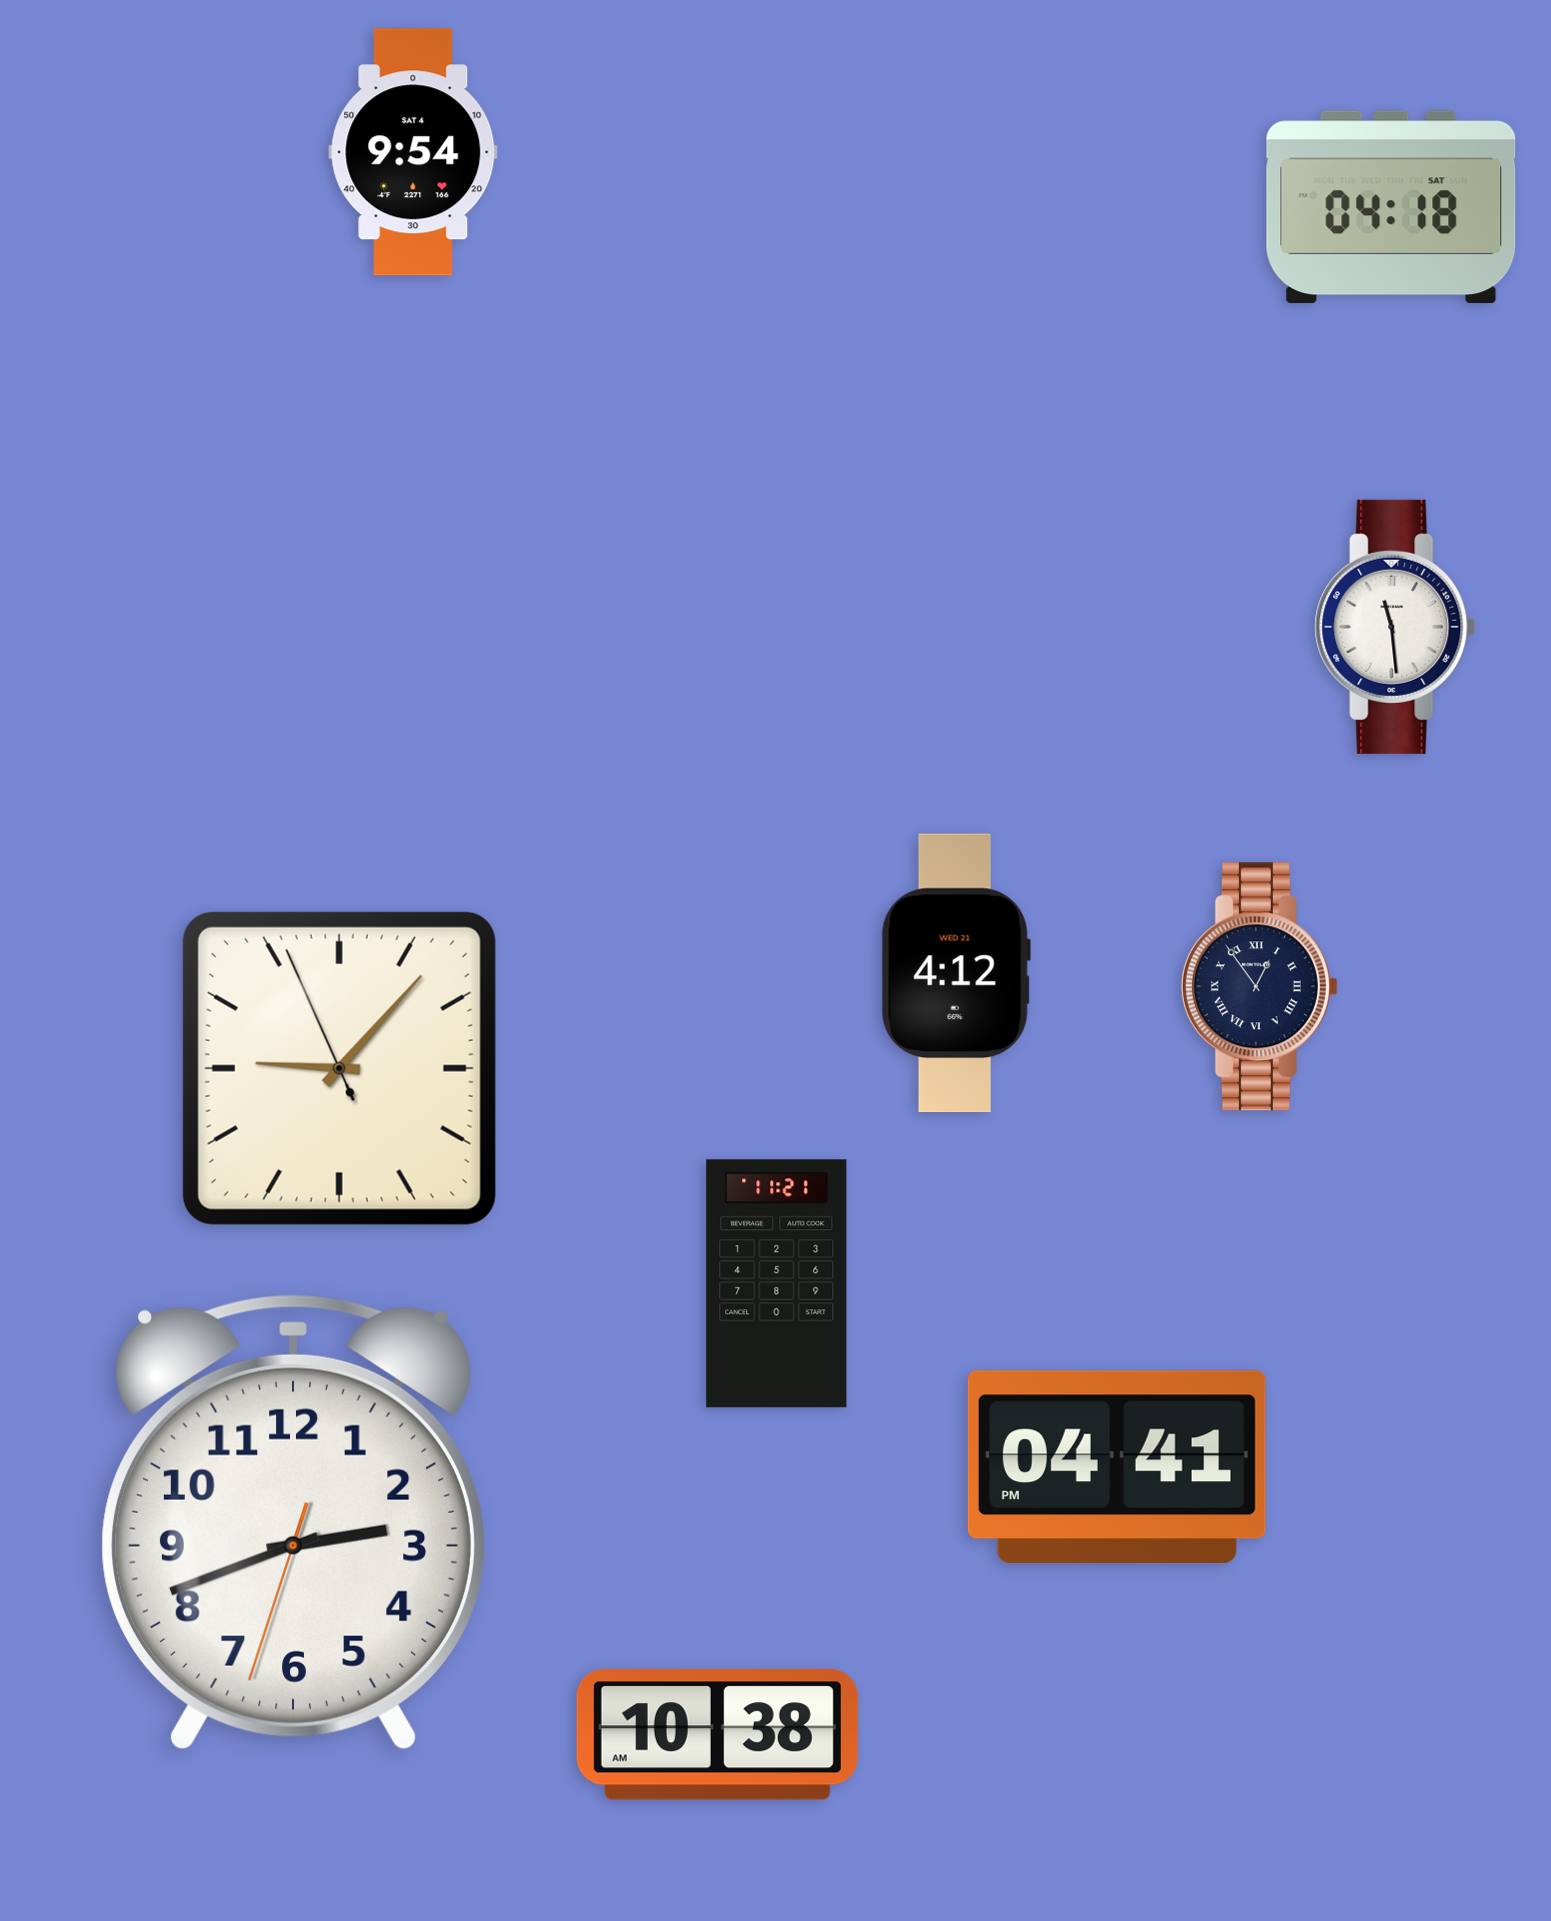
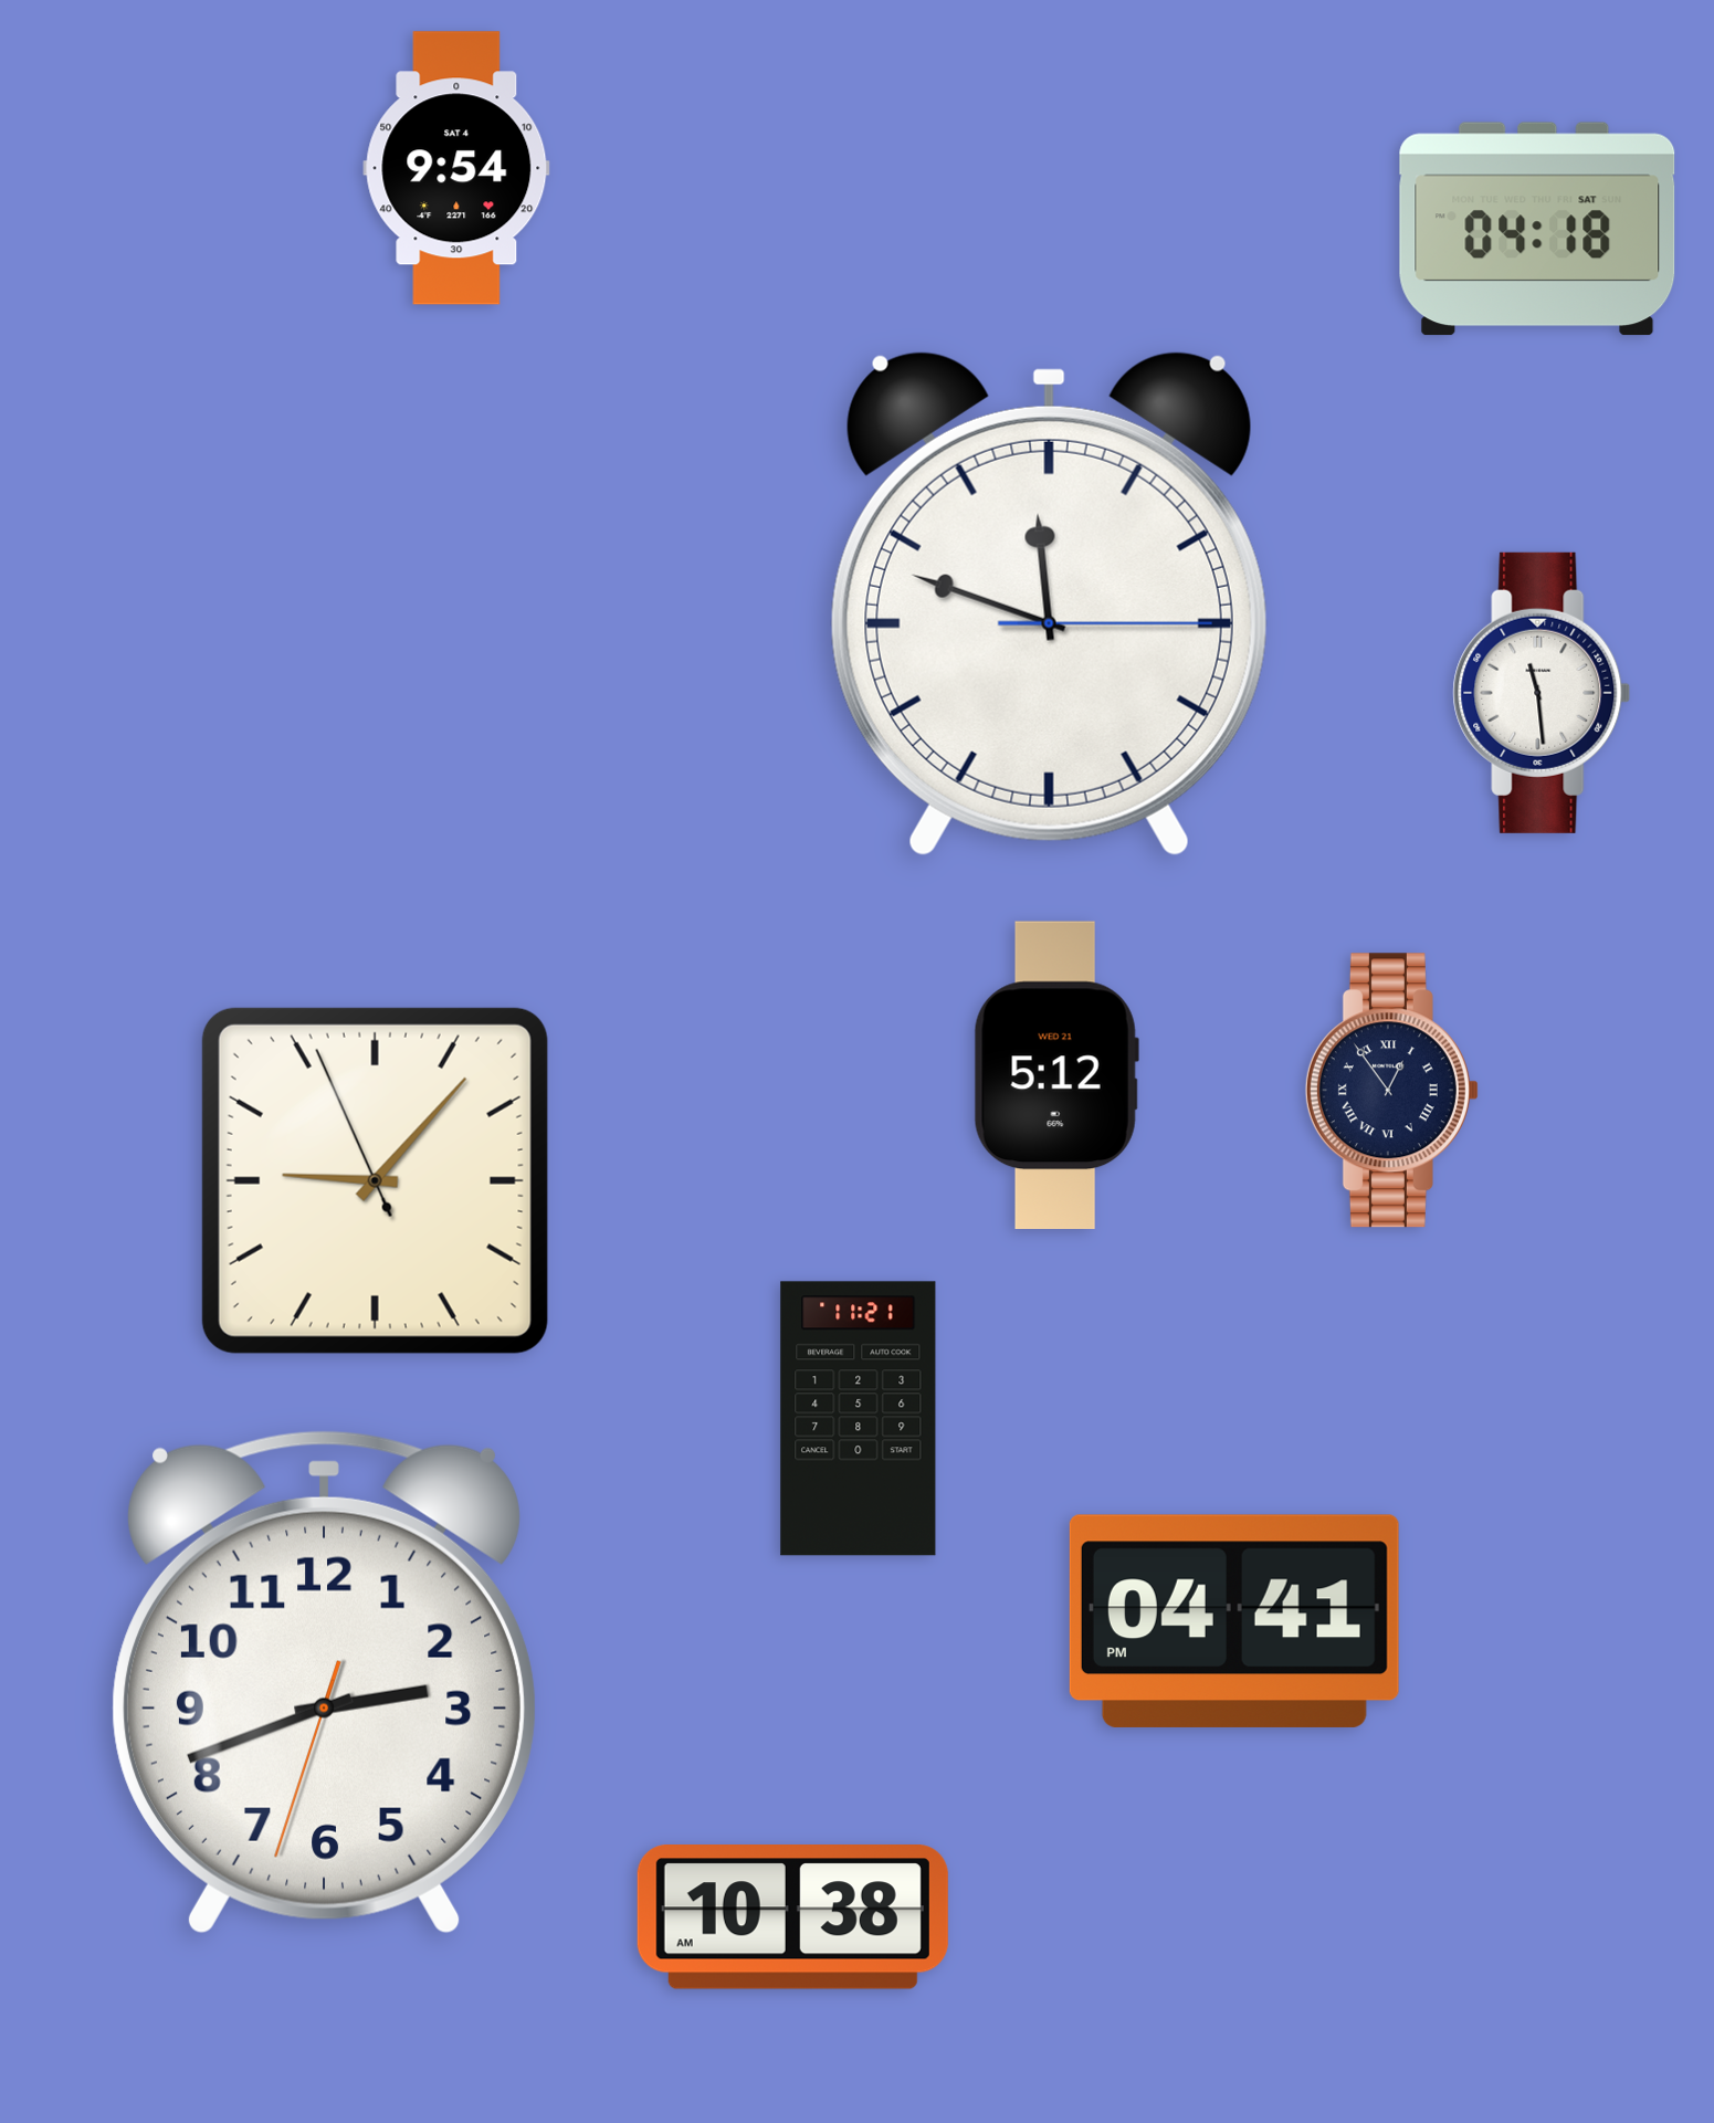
clock at (1049, 603): none -> 11:48
clock at (956, 973): 4:12 -> 5:12
